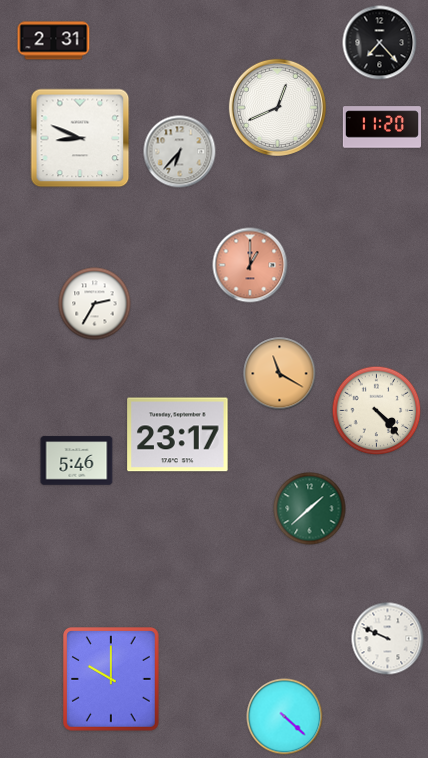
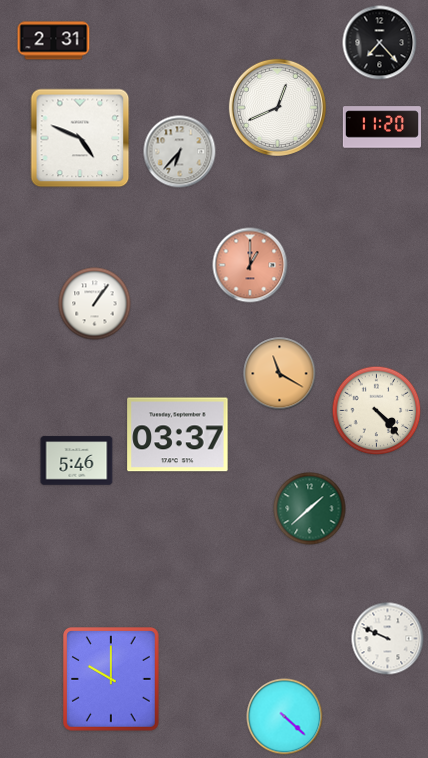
clock at (80, 138): 8:49 -> 4:49
clock at (95, 304): 2:35 -> 1:06
clock at (178, 435): 23:17 -> 03:37
